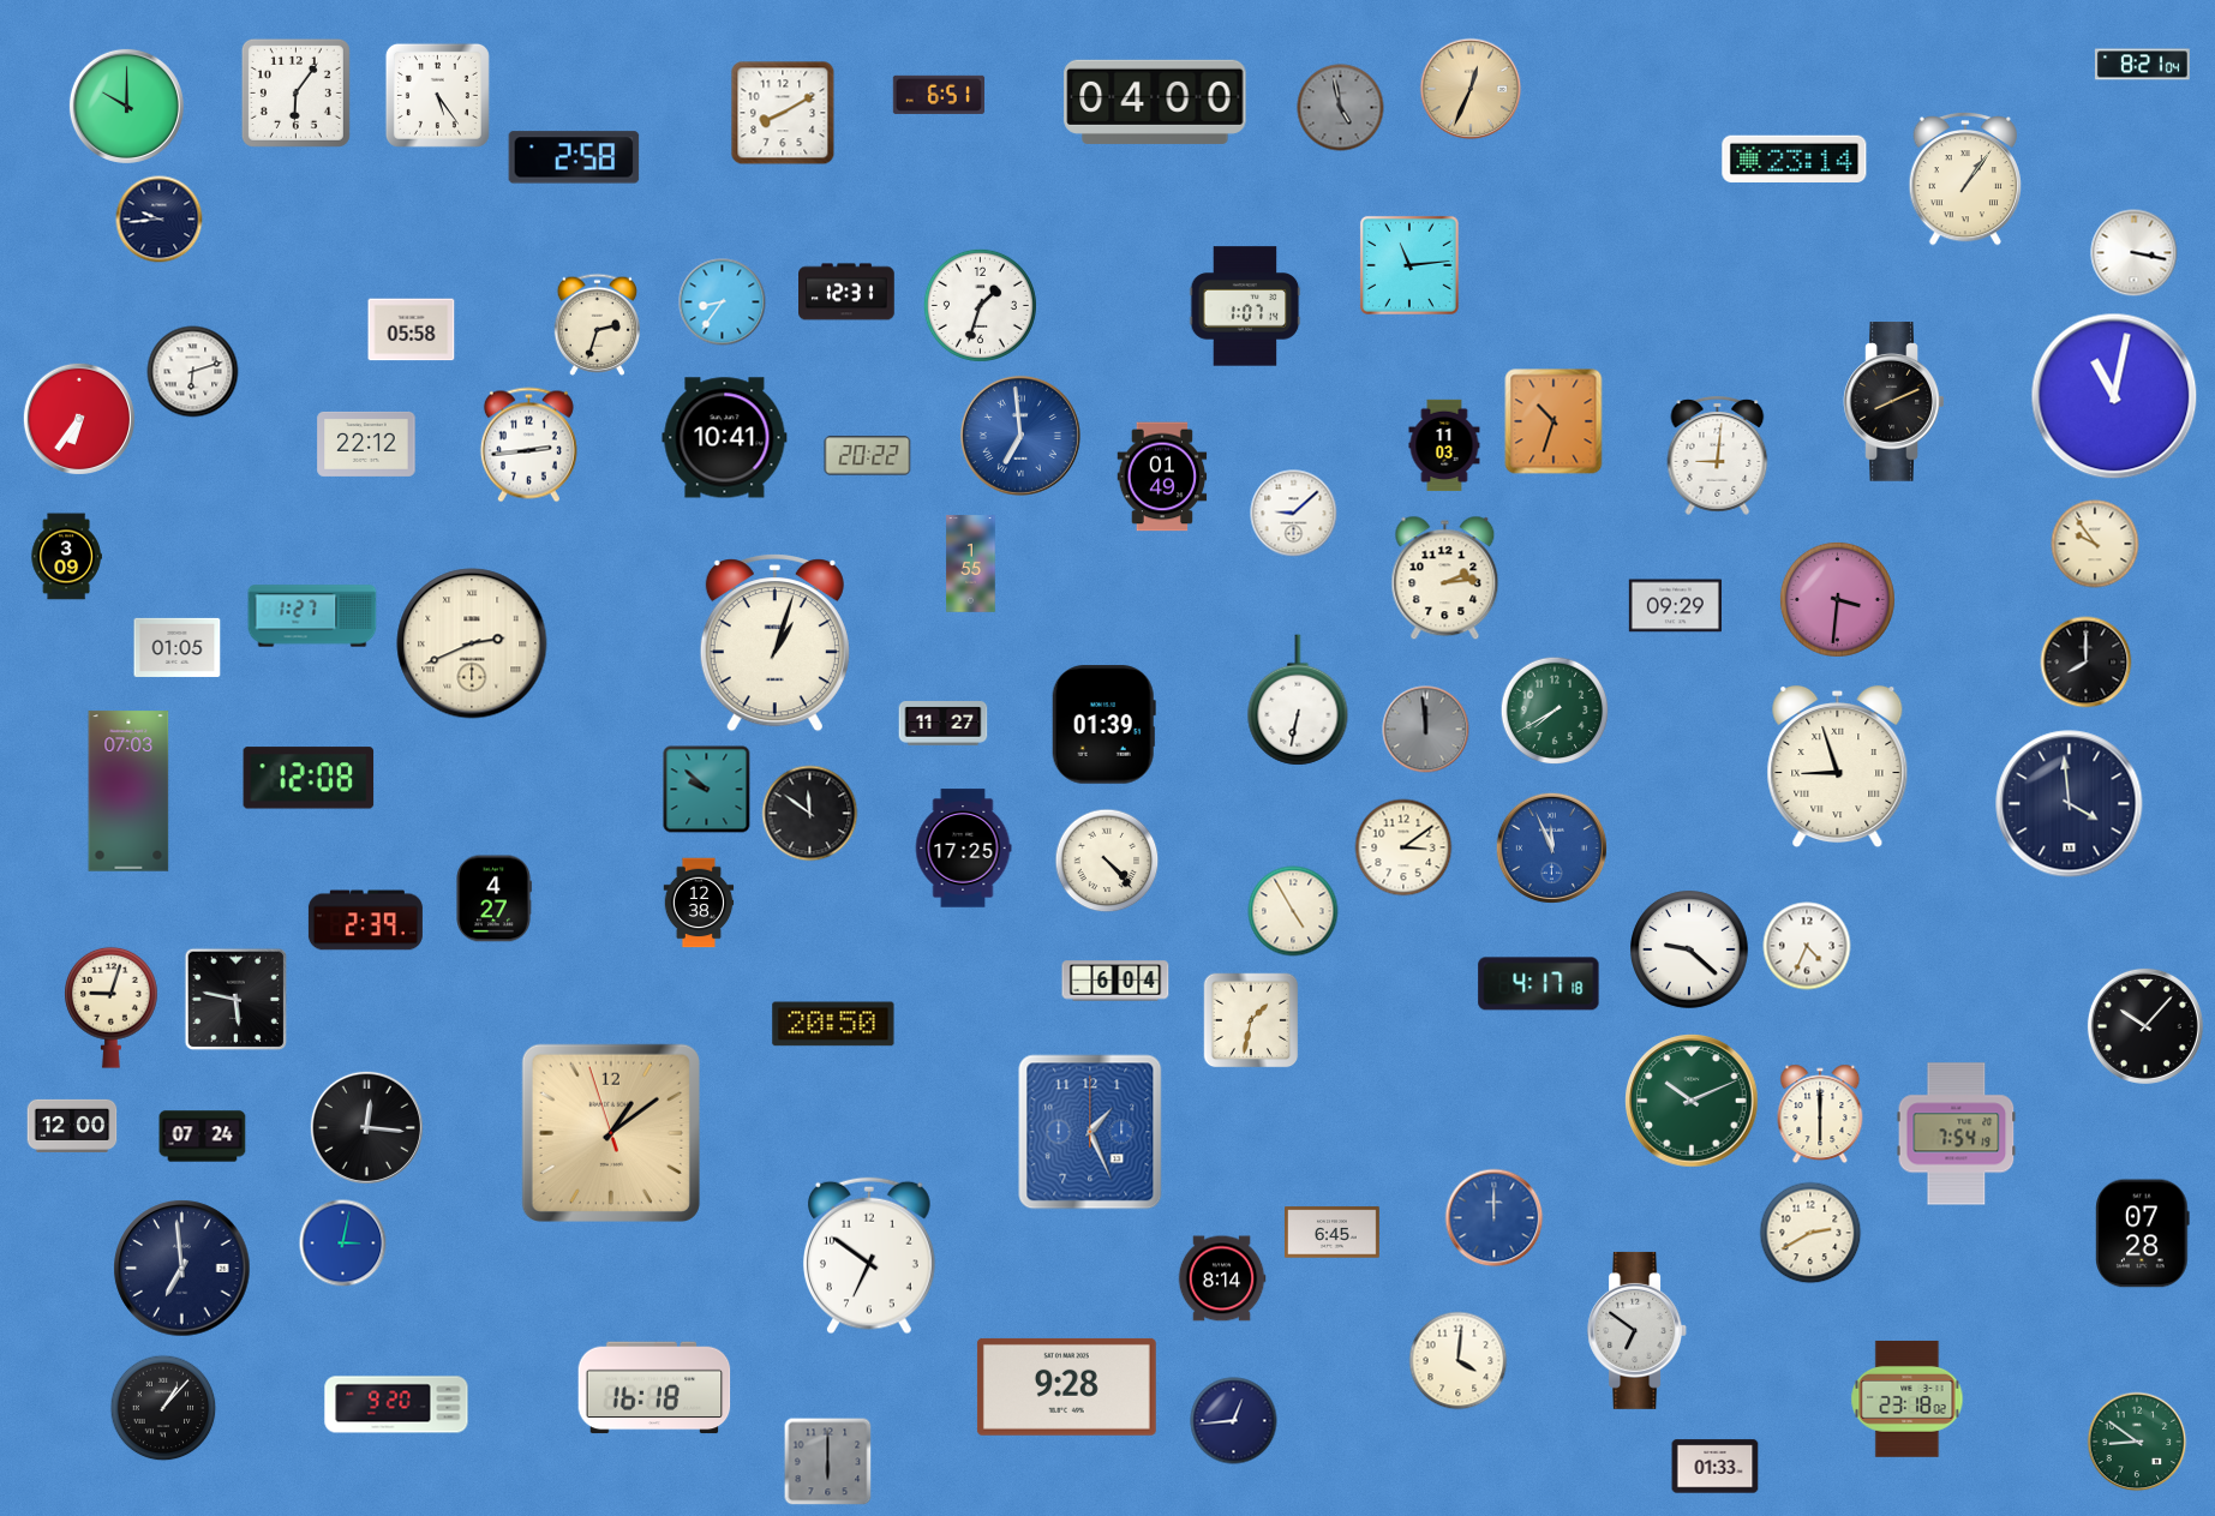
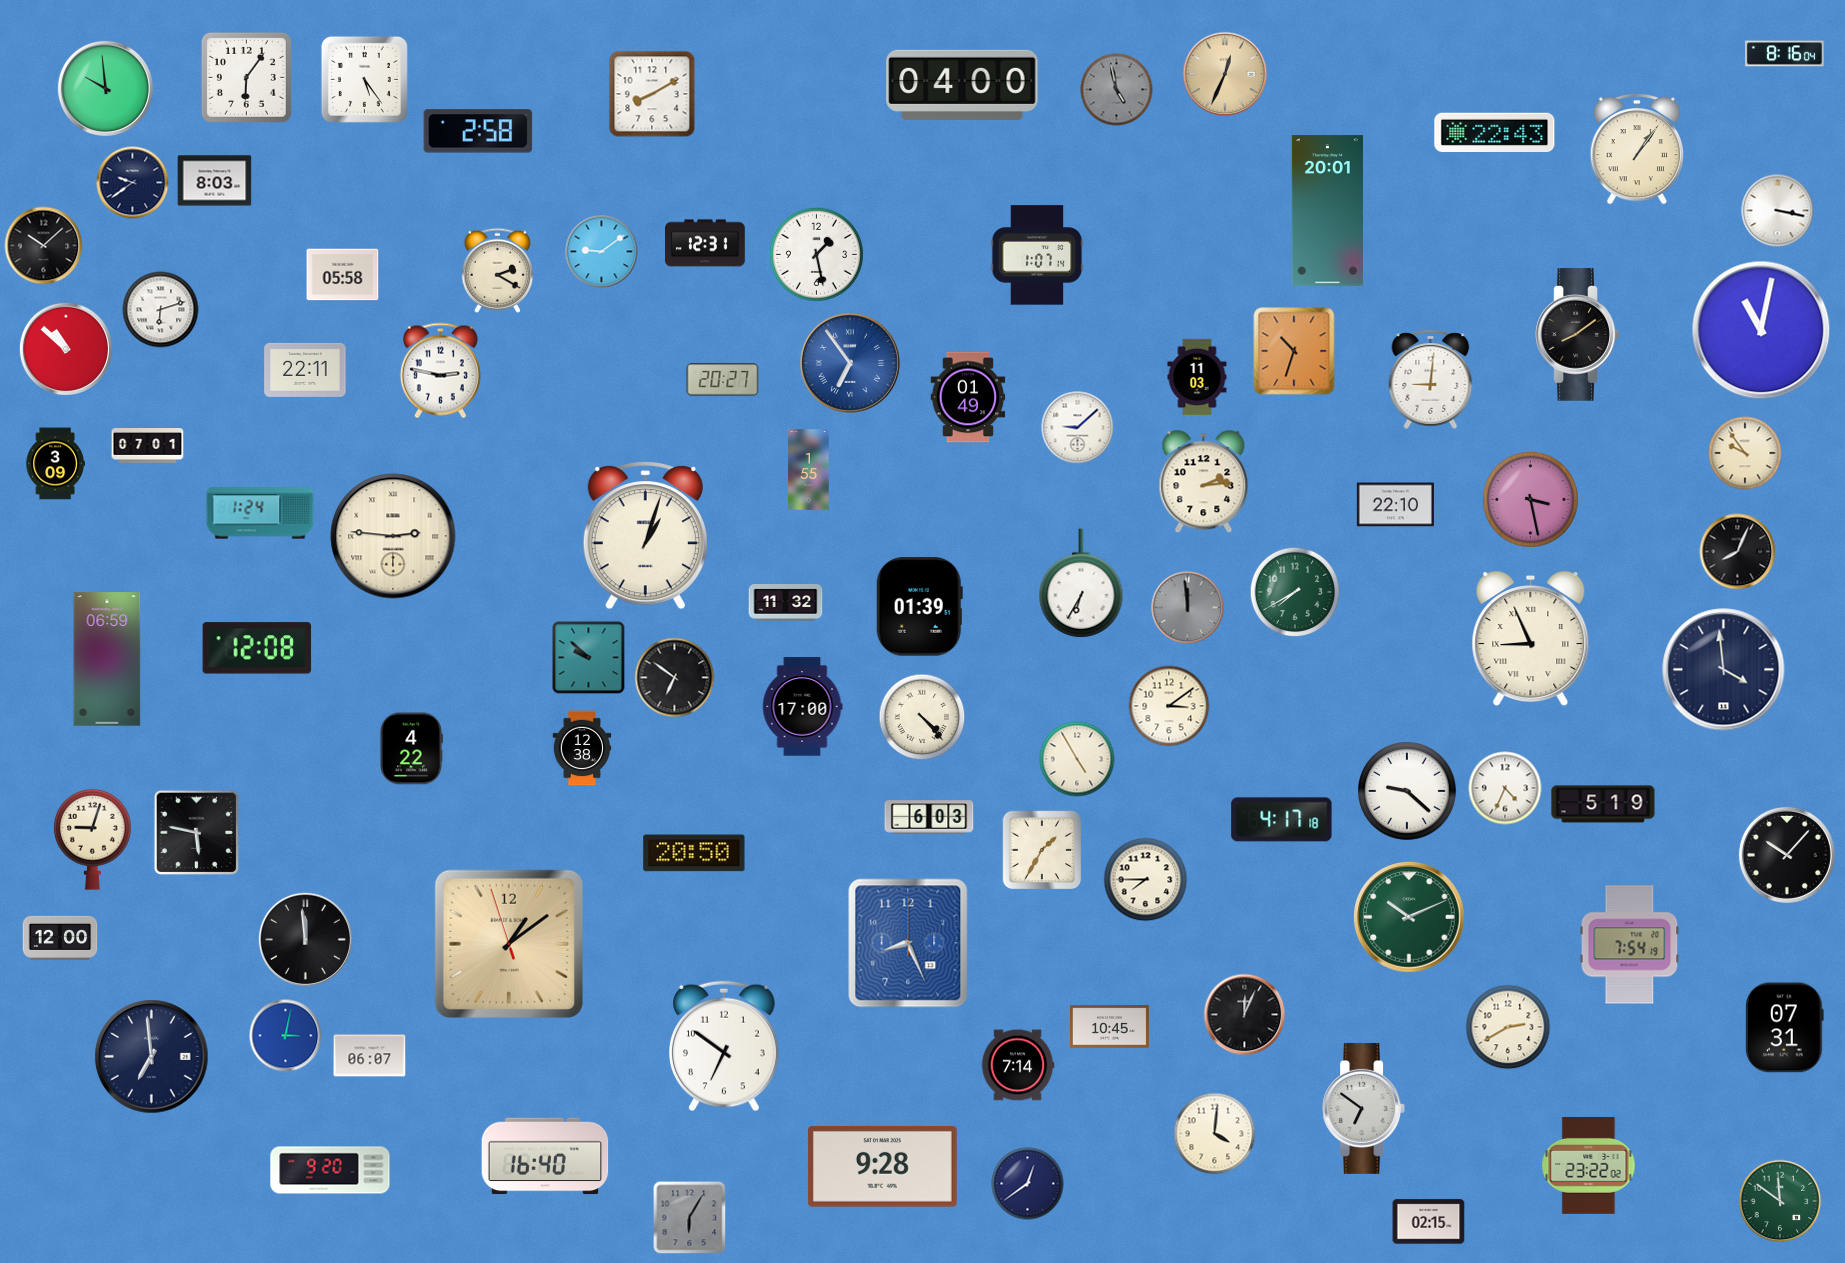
clock at (2142, 65): 8:21 -> 8:16
clock at (938, 95): 6:51 -> none
clock at (126, 106): 10:00 -> 9:59
clock at (1795, 160): 23:14 -> 22:43
clock at (215, 181): none -> 8:03
clock at (160, 220): 9:44 -> 9:39
clock at (1327, 211): none -> 20:01
clock at (1409, 265): 11:14 -> none
clock at (44, 246): none -> 10:08
clock at (723, 302): 8:36 -> 9:09
clock at (980, 305): 1:33 -> 1:28
clock at (597, 324): 2:33 -> 2:20
clock at (1894, 402): 8:11 -> 8:09
clock at (79, 419): 6:36 -> 10:52
clock at (1020, 436): 6:59 -> 6:54
clock at (725, 438): 10:41 -> none
clock at (366, 444): 22:12 -> 22:11
clock at (528, 445): 2:44 -> 2:47
clock at (1444, 445) position: (1444, 445) -> (1197, 377)
clock at (868, 456): 20:22 -> 20:27
clock at (148, 446): none -> 07:01
clock at (1837, 599): 3:31 -> 3:28
clock at (1675, 606): 09:29 -> 22:10
clock at (312, 616): 1:27 -> 1:24
clock at (472, 643): 2:41 -> 2:46
clock at (178, 647): 01:05 -> none
clock at (2087, 663): 8:00 -> 8:04
clock at (1298, 700): 6:32 -> 6:35
clock at (944, 724): 11:27 -> 11:32
clock at (1103, 725) position: (1103, 725) -> (919, 607)
clock at (1838, 767): 8:57 -> 8:56
clock at (128, 791): 07:03 -> 06:59
clock at (810, 814): 11:51 -> 6:51
clock at (1551, 847): 11:56 -> none
clock at (963, 849): 17:25 -> 17:00
clock at (493, 899): 4:27 -> 4:22
clock at (699, 903) position: (699, 903) -> (582, 748)
clock at (365, 921): 2:39 -> none
clock at (1603, 804): none -> 5:19
clock at (1115, 981): 6:04 -> 6:03
clock at (1251, 1020): 1:32 -> 1:35
clock at (1146, 880): none -> 7:45
clock at (1820, 1114): 6:00 -> none
clock at (366, 1127): 12:16 -> 11:59
clock at (1090, 1132): 1:26 -> 8:26
clock at (203, 1137): 07:24 -> none
clock at (1495, 1218): 12:00 -> 12:04
clock at (1495, 1218) dial: blue -> black
clock at (1331, 1233): 6:45 -> 10:45
clock at (2143, 1234): 07:28 -> 07:31
clock at (370, 1056): none -> 06:07
clock at (1222, 1278): 8:14 -> 7:14
clock at (1066, 1386) position: (1066, 1386) -> (882, 1166)
clock at (654, 1388): 16:18 -> 16:40
clock at (1908, 1398): 23:18 -> 23:22
clock at (163, 1408): 1:07 -> none
clock at (1234, 1421): 12:44 -> 12:39
clock at (2137, 1442): 8:51 -> 11:51
clock at (828, 1462): 6:00 -> 6:05
clock at (1716, 1467): 01:33 -> 02:15
